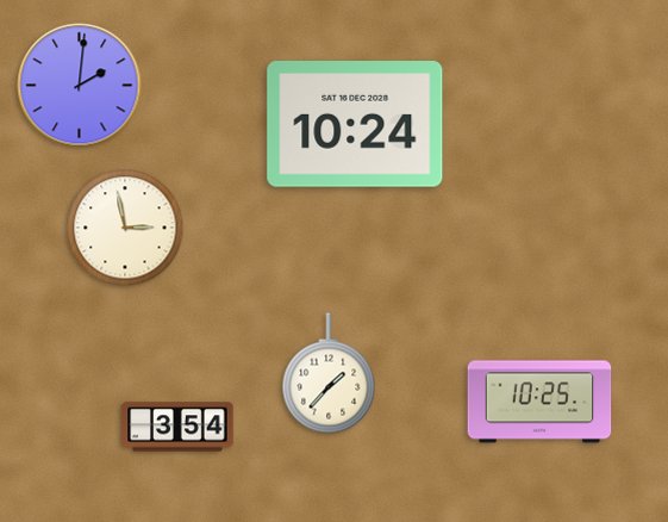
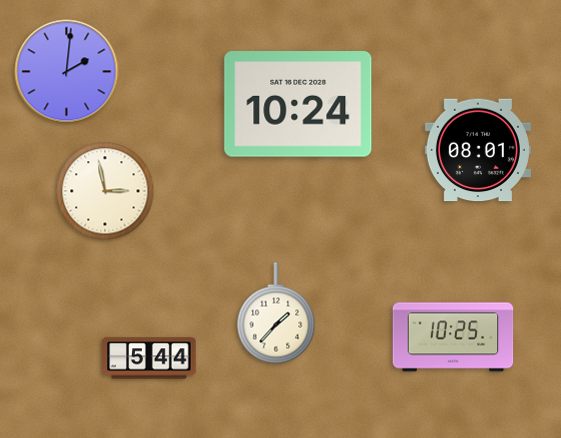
clock at (478, 150): none -> 08:01
clock at (177, 427): 3:54 -> 5:44
